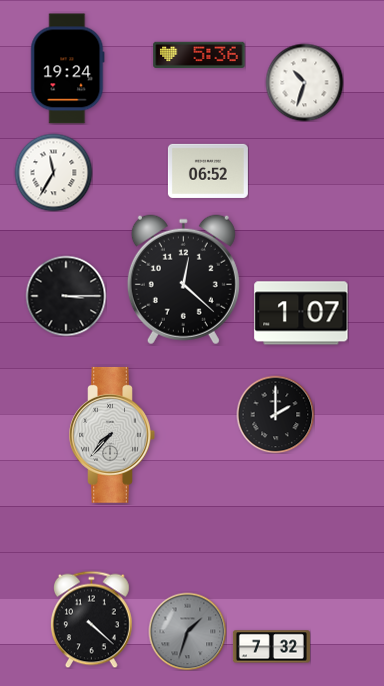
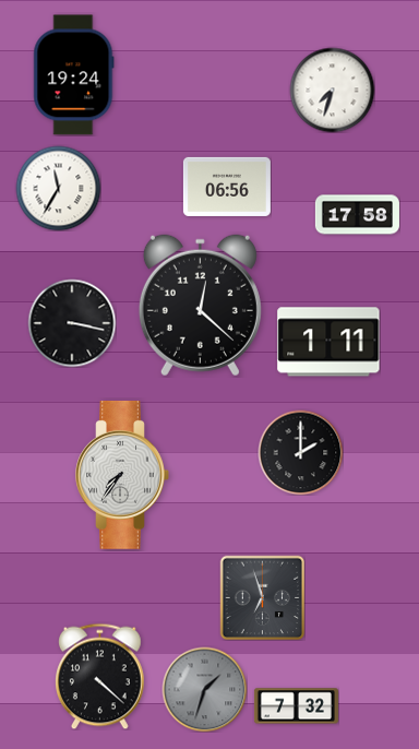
clock at (199, 55): 5:36 -> none
clock at (304, 82): 10:33 -> 7:33
clock at (208, 171): 06:52 -> 06:56
clock at (357, 215): none -> 17:58
clock at (66, 296): 3:15 -> 3:17
clock at (301, 313): 1:07 -> 1:11
clock at (112, 435): 7:37 -> 7:36
clock at (262, 597): none -> 6:57
